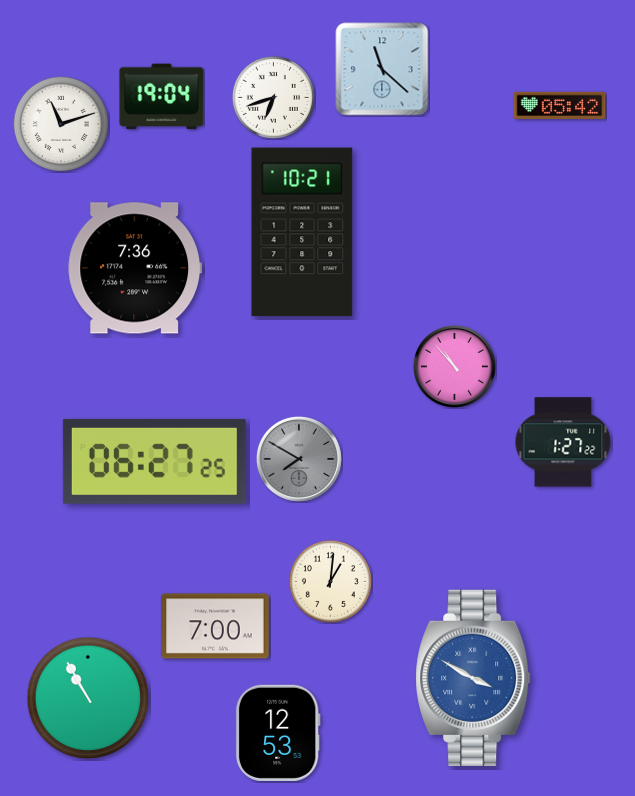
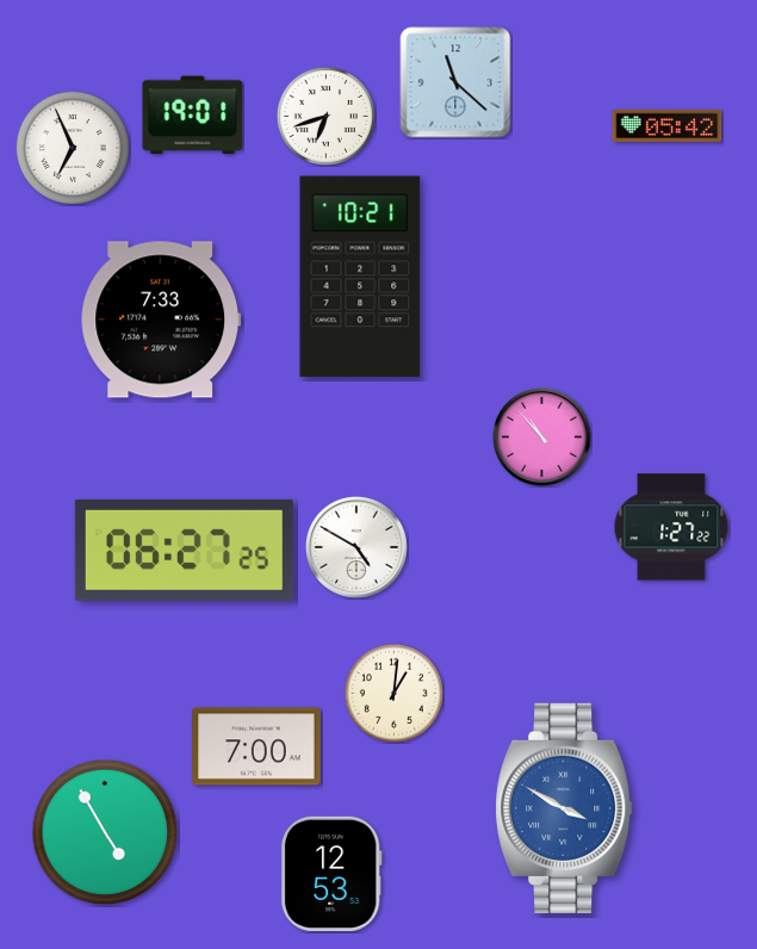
clock at (162, 97): 19:04 -> 19:01
clock at (61, 124): 11:12 -> 6:56
clock at (134, 268): 7:36 -> 7:33
clock at (299, 459): 7:50 -> 4:50
clock at (299, 459) dial: grey -> white
clock at (88, 698): 10:55 -> 4:55
